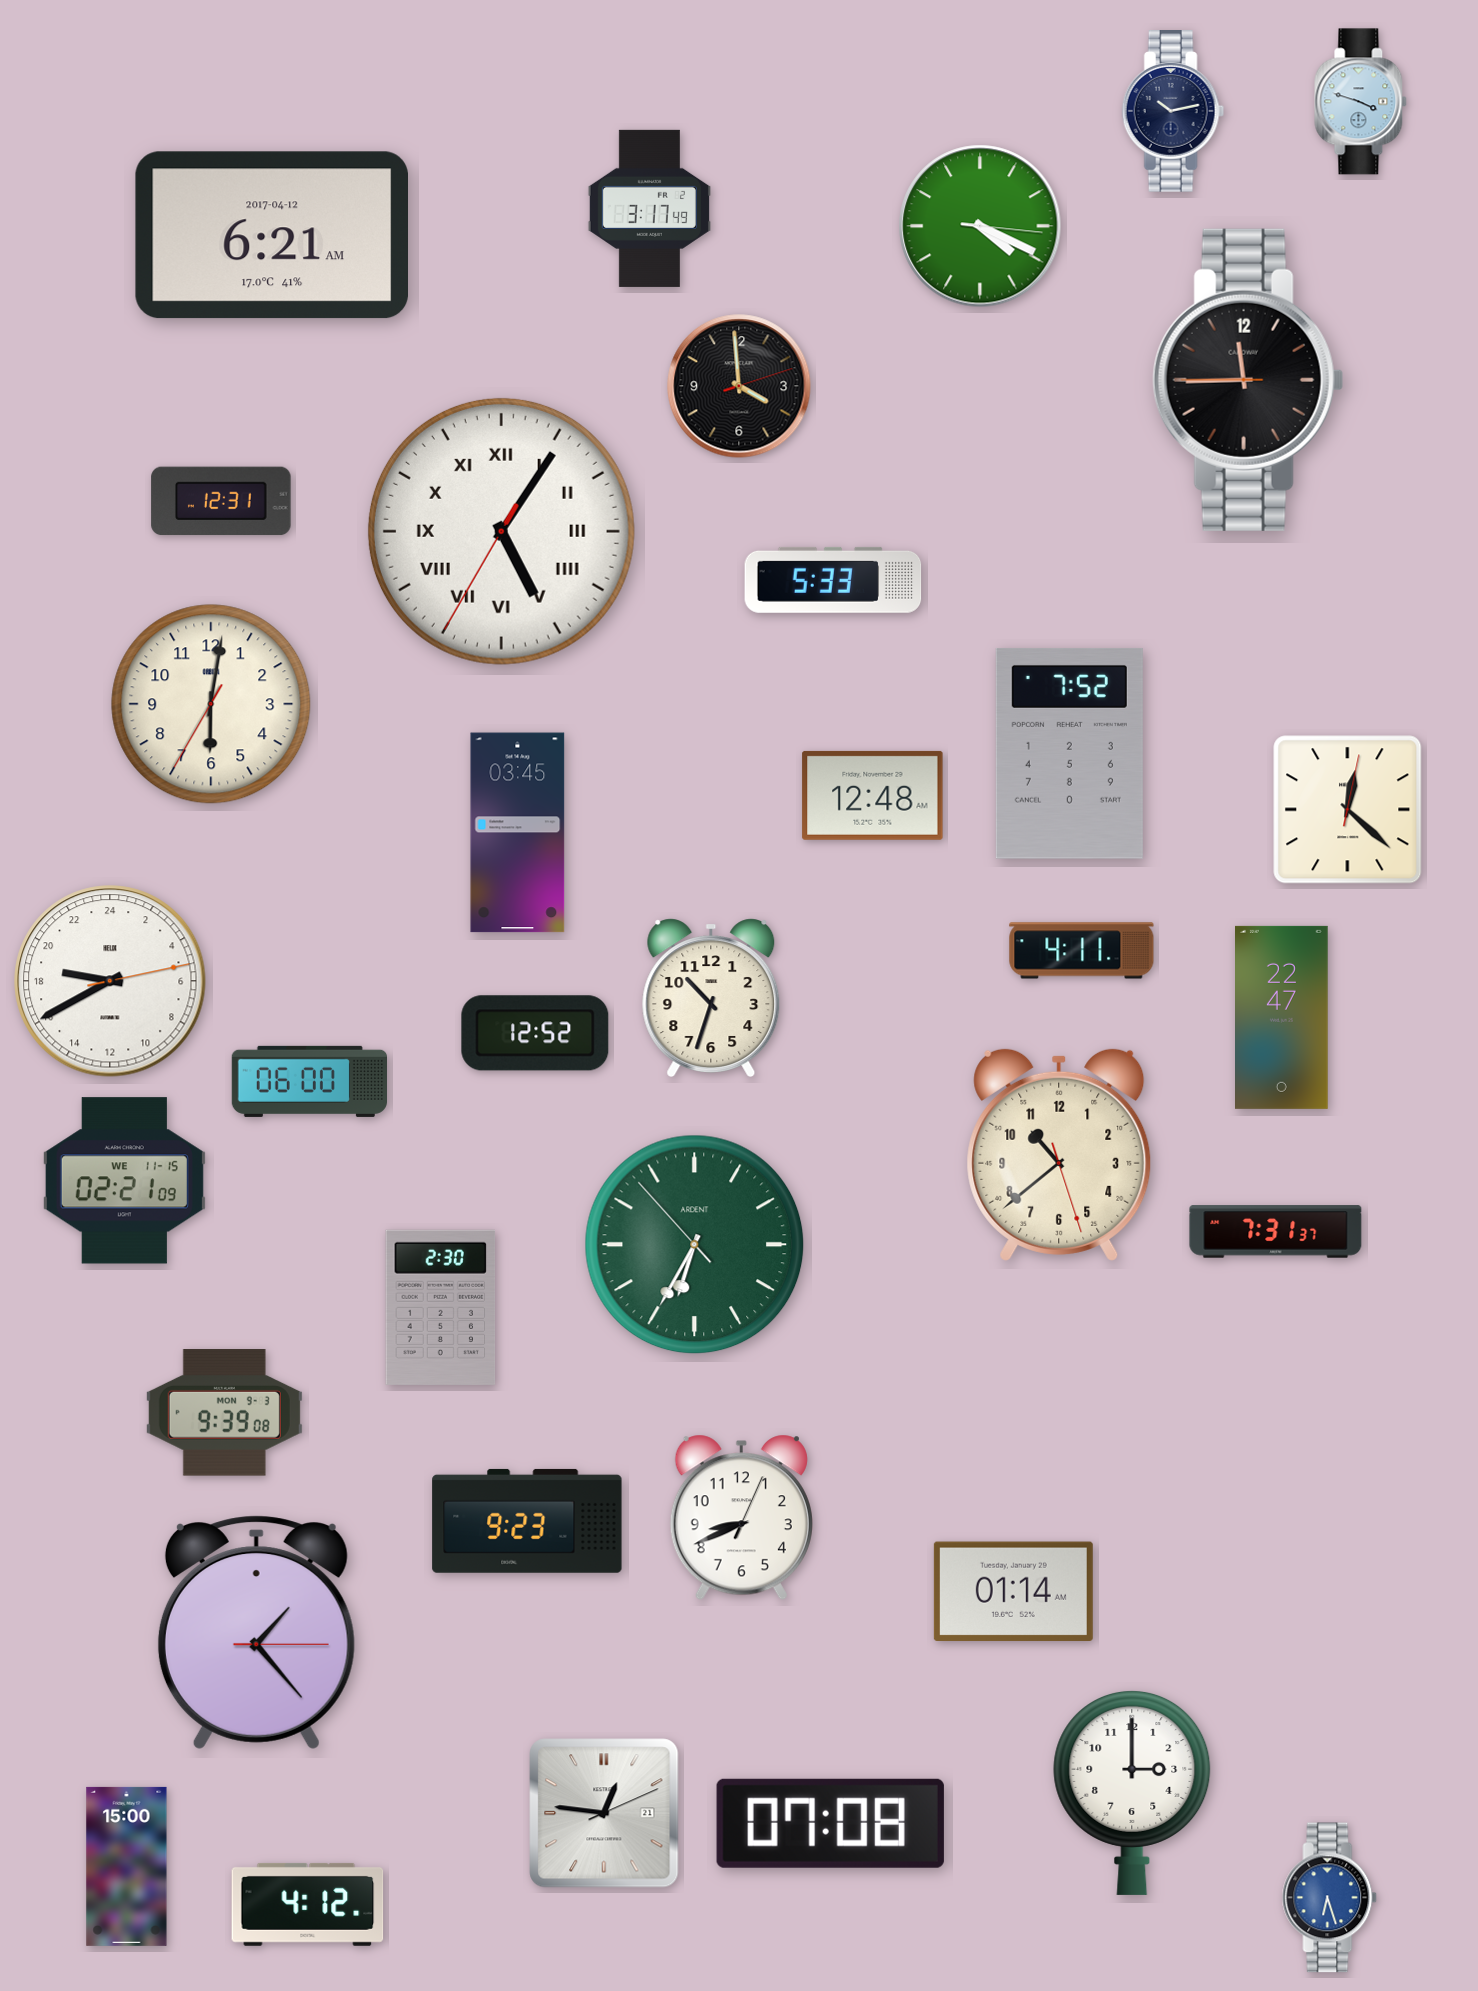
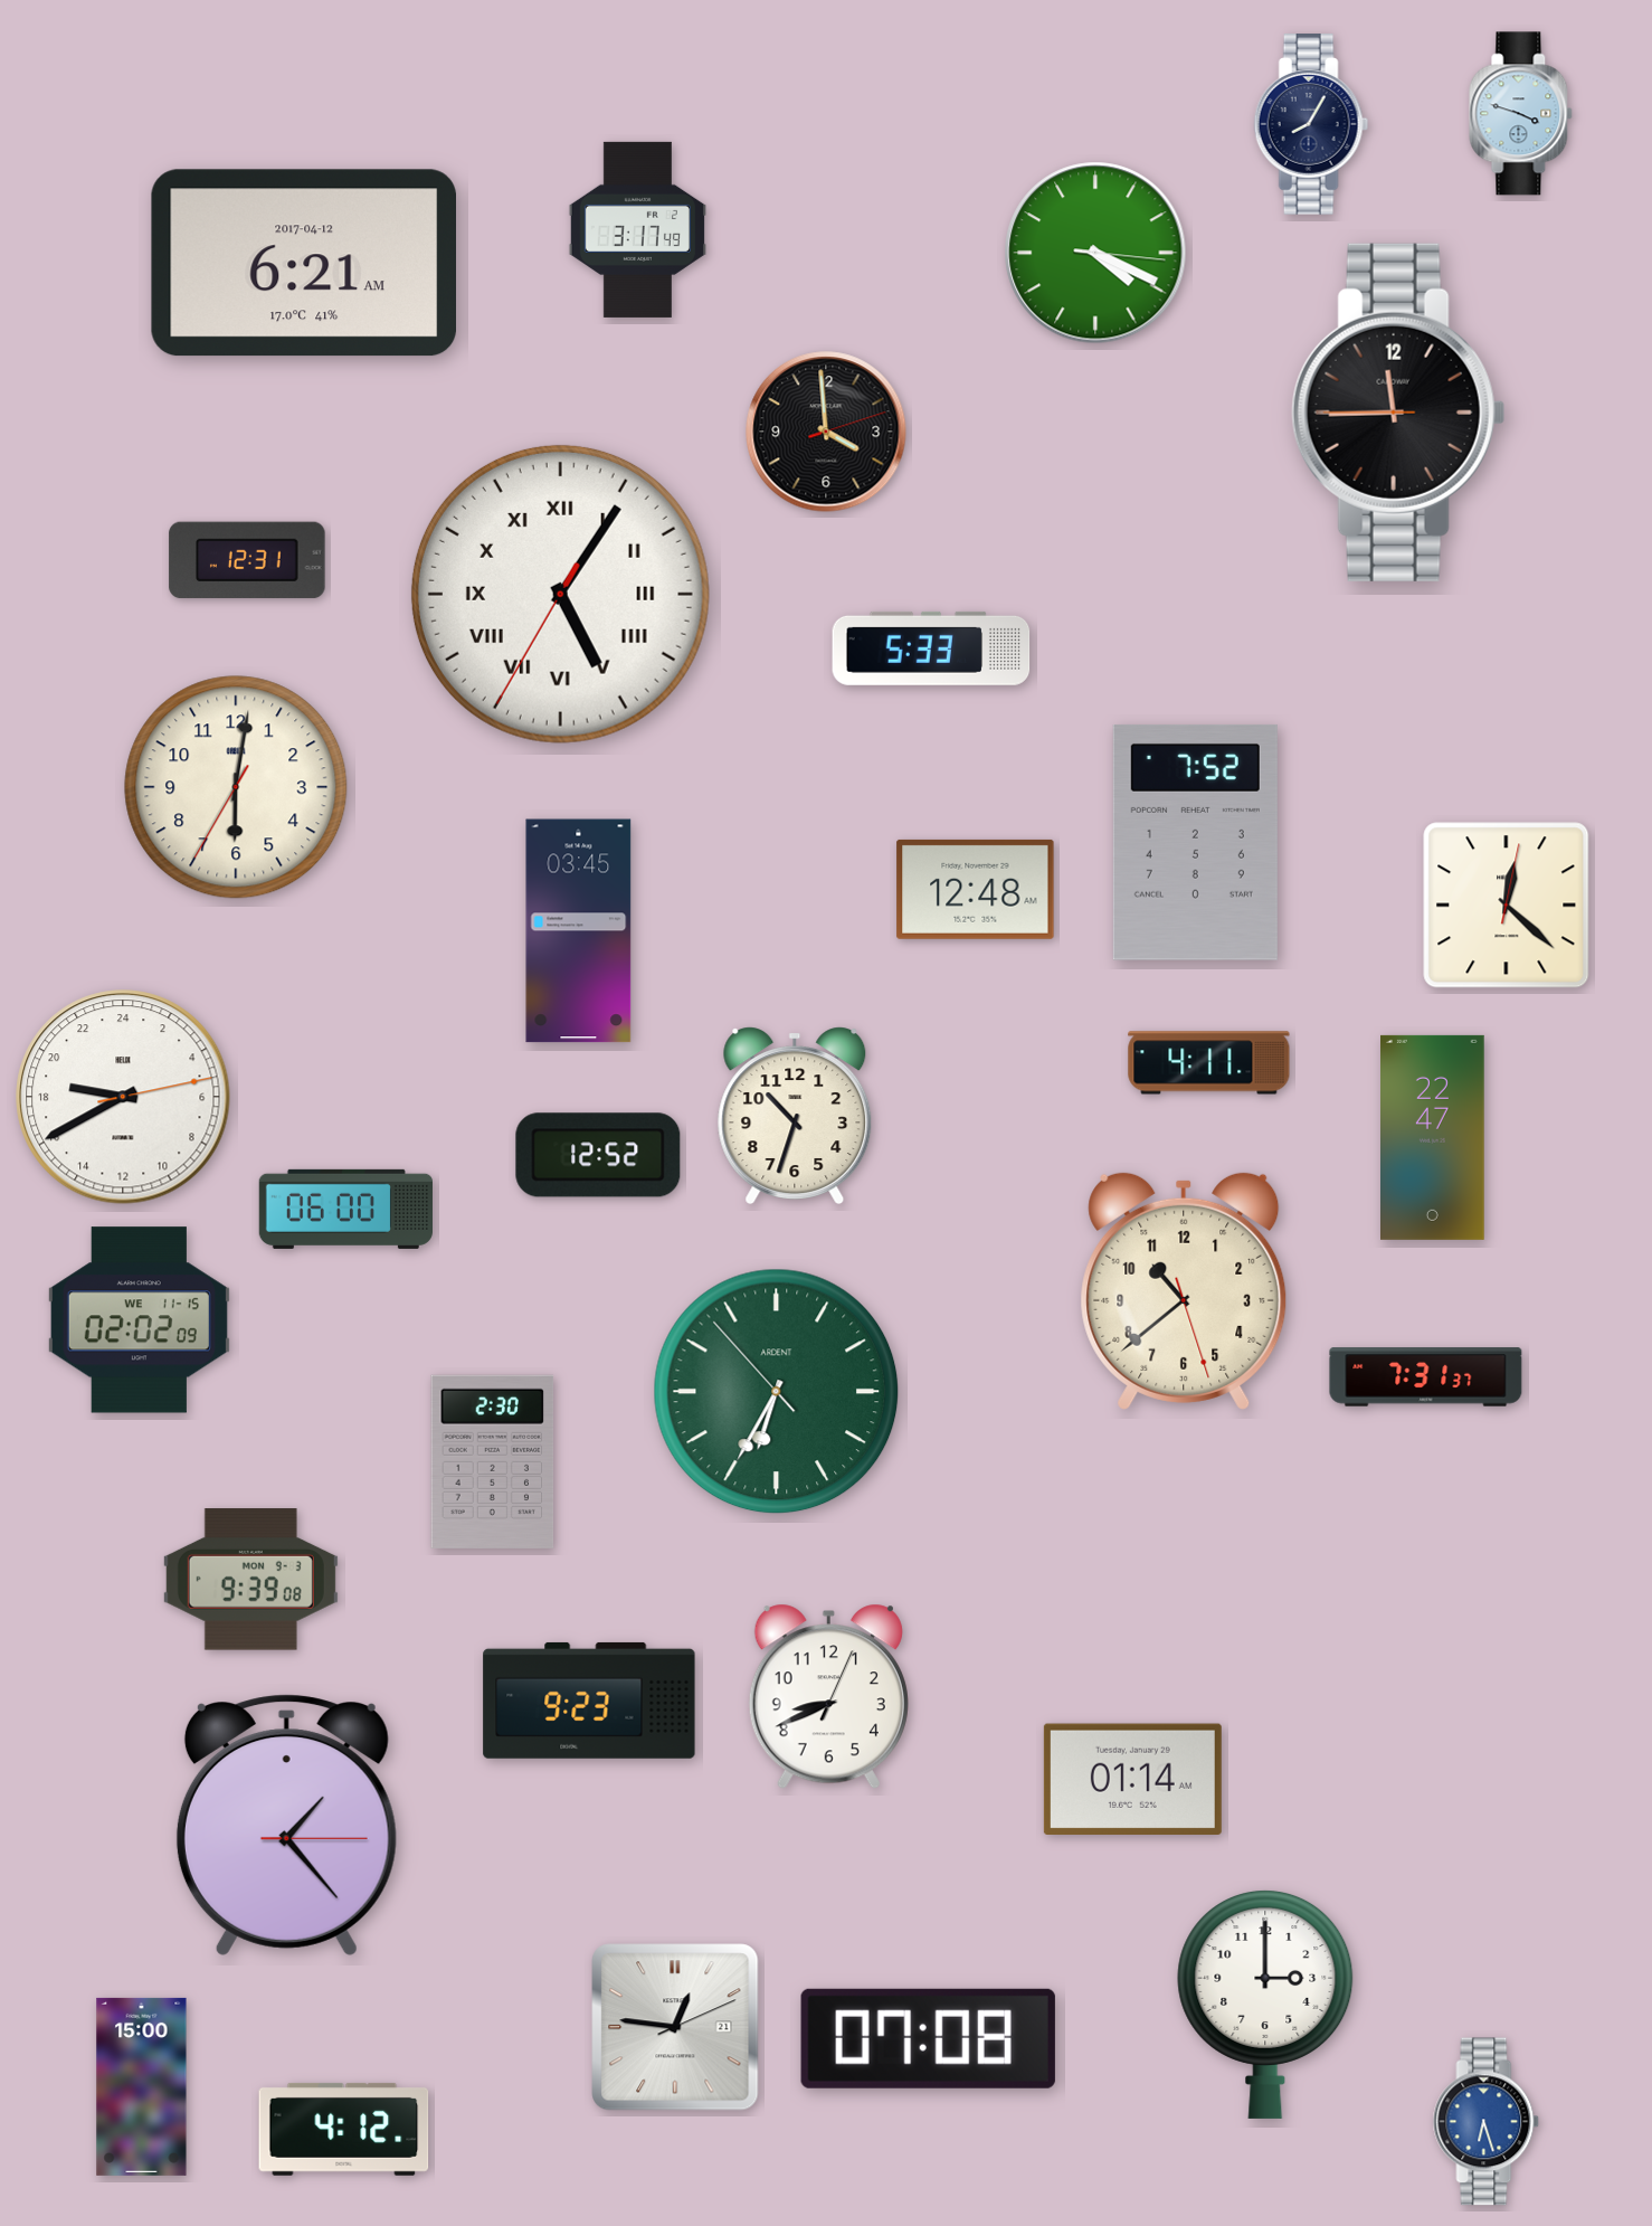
clock at (1173, 112): 10:13 -> 8:05
clock at (649, 208) position: (649, 208) -> (637, 229)
clock at (1248, 380) position: (1248, 380) -> (1398, 413)
clock at (124, 1181): 02:21 -> 02:02
